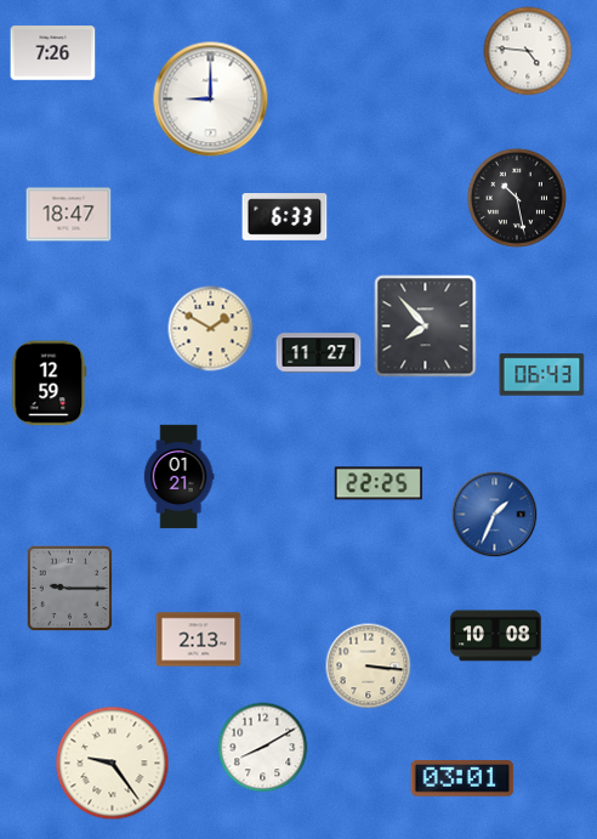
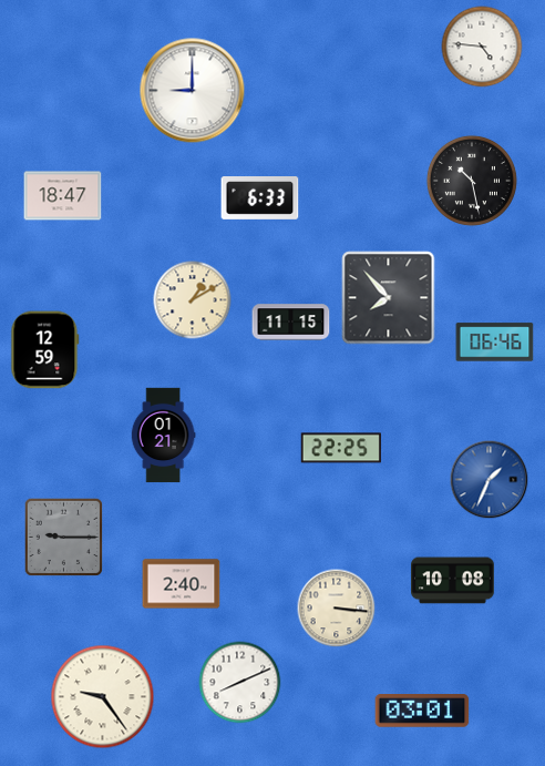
clock at (53, 53): 7:26 -> none
clock at (211, 329): 1:50 -> 1:10
clock at (319, 353): 11:27 -> 11:15
clock at (542, 375): 06:43 -> 06:46
clock at (379, 483) position: (379, 483) -> (341, 448)
clock at (495, 515) position: (495, 515) -> (490, 480)
clock at (199, 640): 2:13 -> 2:40
clock at (263, 748): 8:10 -> 8:11
